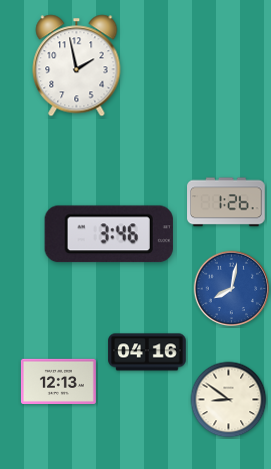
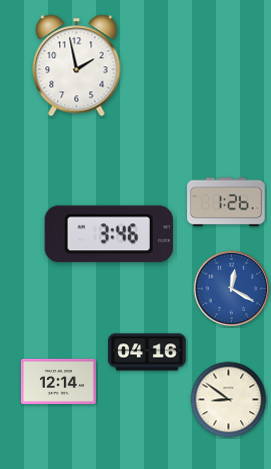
clock at (232, 289): 8:02 -> 12:20
clock at (58, 381): 12:13 -> 12:14
